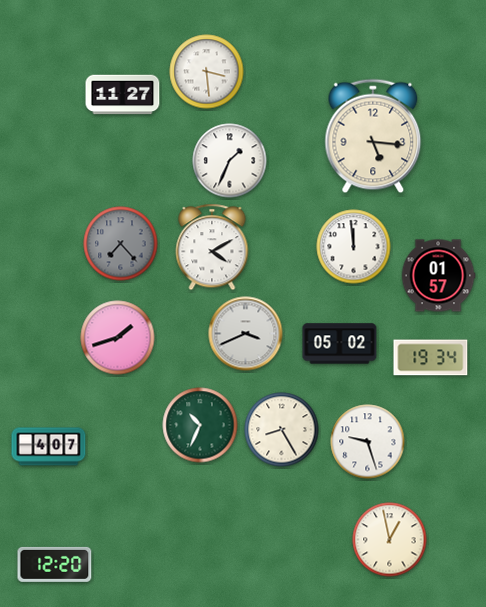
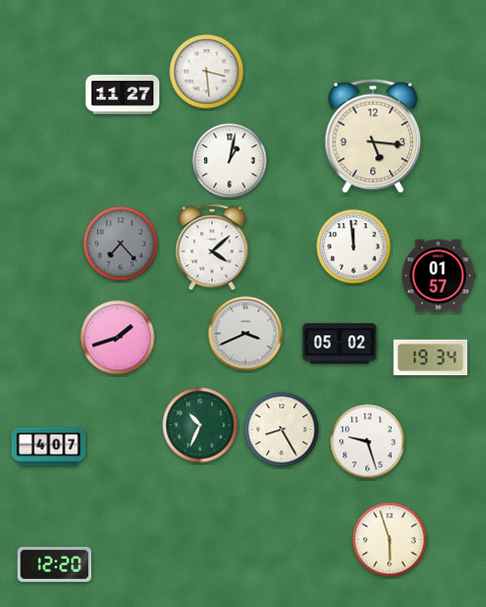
clock at (230, 161): 1:34 -> 1:02
clock at (212, 247): 4:10 -> 4:08
clock at (390, 540): 12:58 -> 5:57
